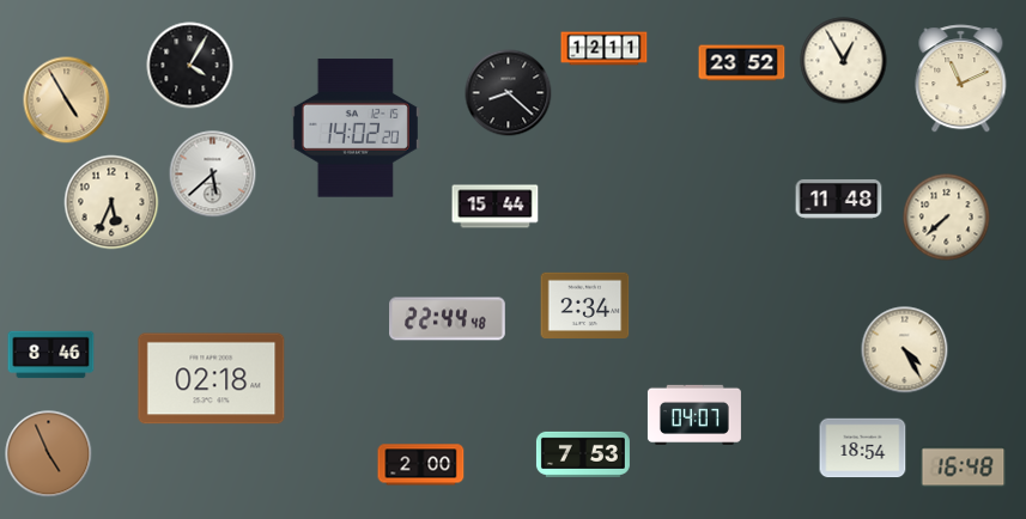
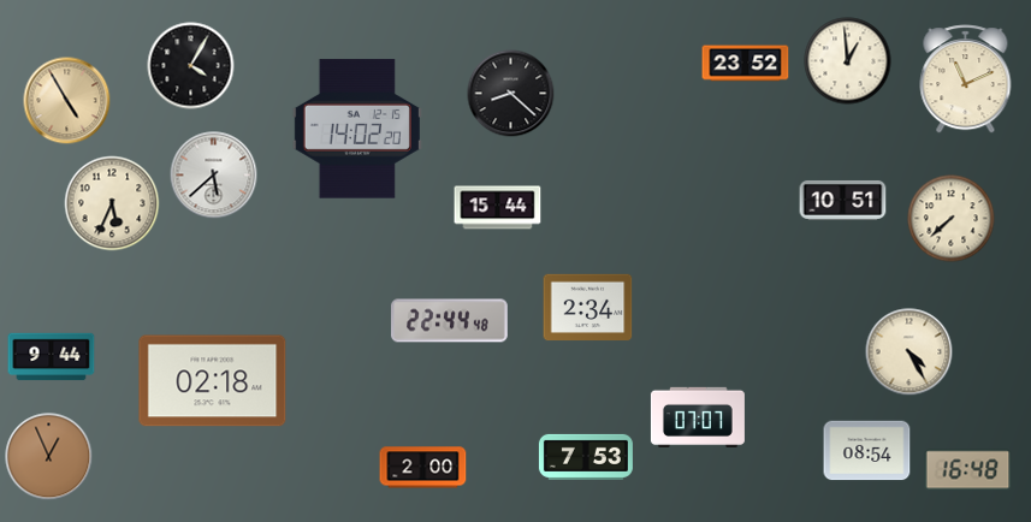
clock at (605, 49): 12:11 -> none
clock at (844, 61): 12:55 -> 12:59
clock at (839, 199): 11:48 -> 10:51
clock at (51, 355): 8:46 -> 9:44
clock at (694, 414): 04:07 -> 07:07
clock at (863, 448): 18:54 -> 08:54
clock at (49, 454): 4:56 -> 12:56
